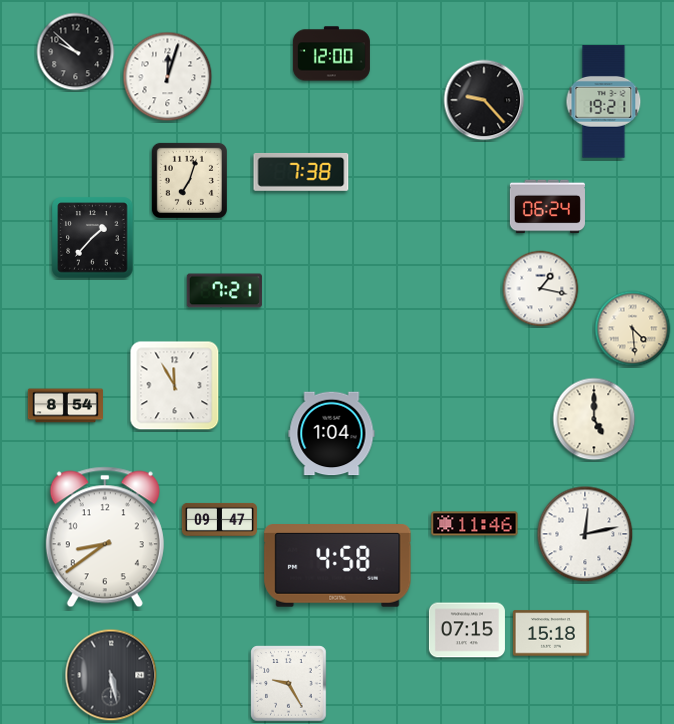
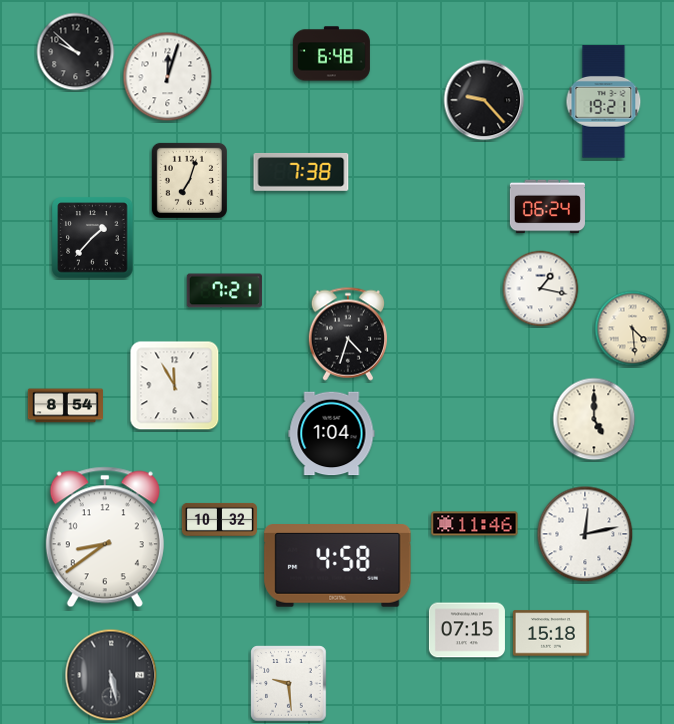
clock at (331, 54): 12:00 -> 6:48
clock at (347, 334): none -> 4:33
clock at (219, 519): 09:47 -> 10:32
clock at (289, 684): 9:25 -> 9:29
